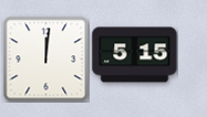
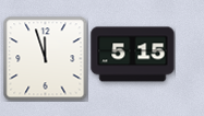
clock at (45, 59): 12:01 -> 11:57
